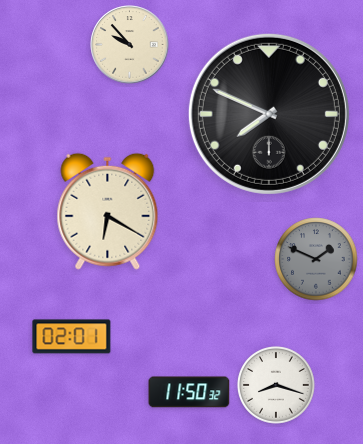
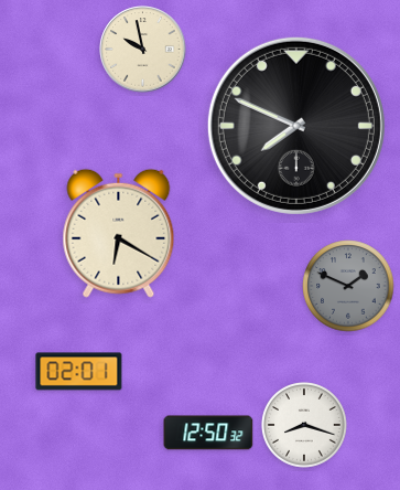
clock at (130, 45): 9:53 -> 9:58
clock at (189, 392): 11:50 -> 12:50
